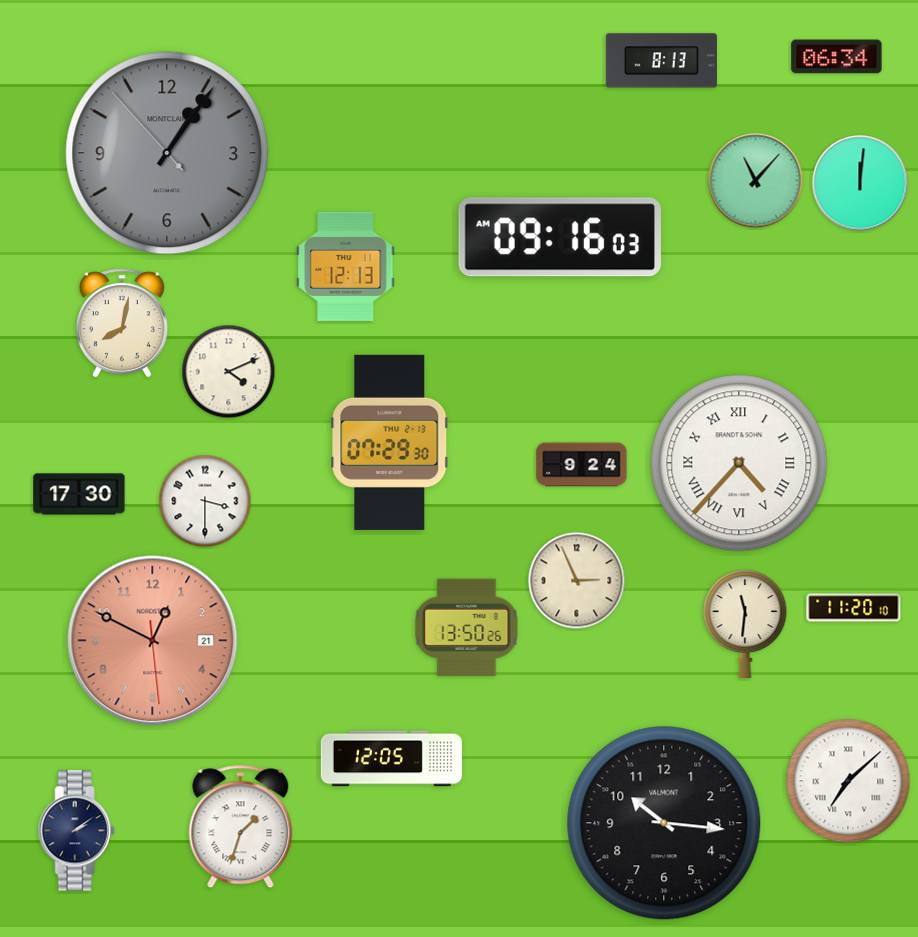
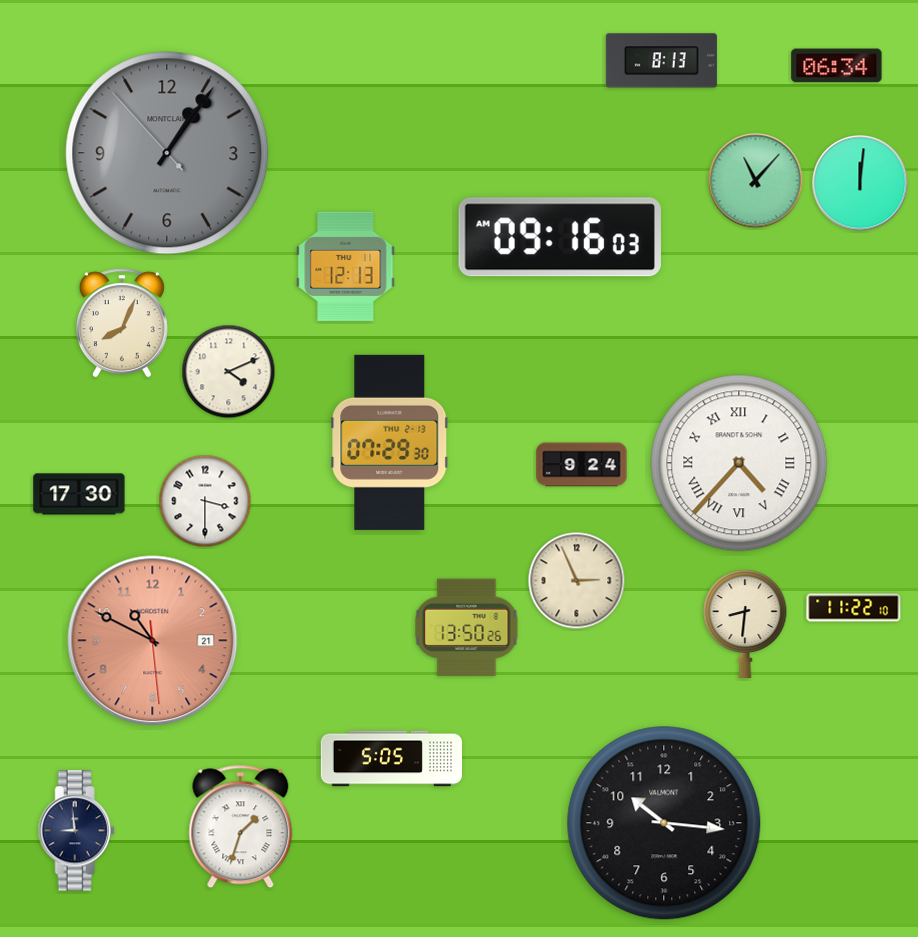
clock at (837, 57) position: (837, 57) -> (837, 66)
clock at (122, 323): 8:02 -> 8:04
clock at (854, 608): 11:20 -> 11:22
clock at (745, 623): 11:31 -> 8:31
clock at (153, 641): 12:49 -> 10:49
clock at (391, 759): 12:05 -> 5:05
clock at (848, 781): 7:08 -> none
clock at (76, 831): 2:09 -> 8:59
